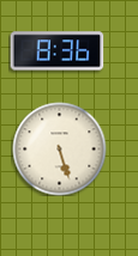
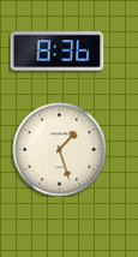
clock at (59, 148): 5:27 -> 1:27
